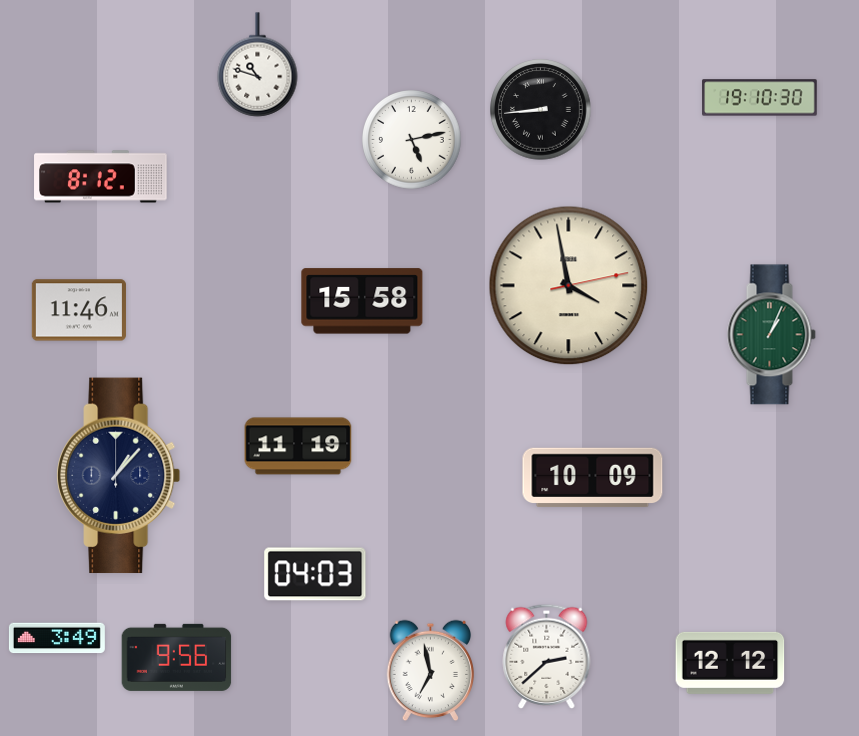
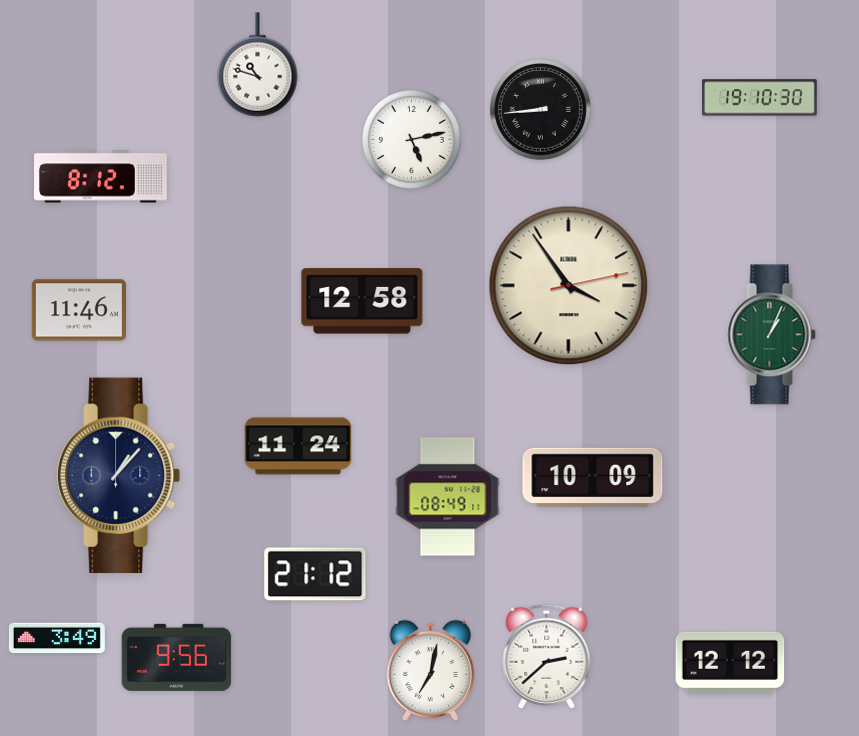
clock at (569, 286): 3:58 -> 3:54
clock at (362, 301): 15:58 -> 12:58
clock at (298, 446): 11:19 -> 11:24
clock at (448, 497): none -> 08:49
clock at (315, 574): 04:03 -> 21:12
clock at (431, 671): 6:58 -> 7:02
